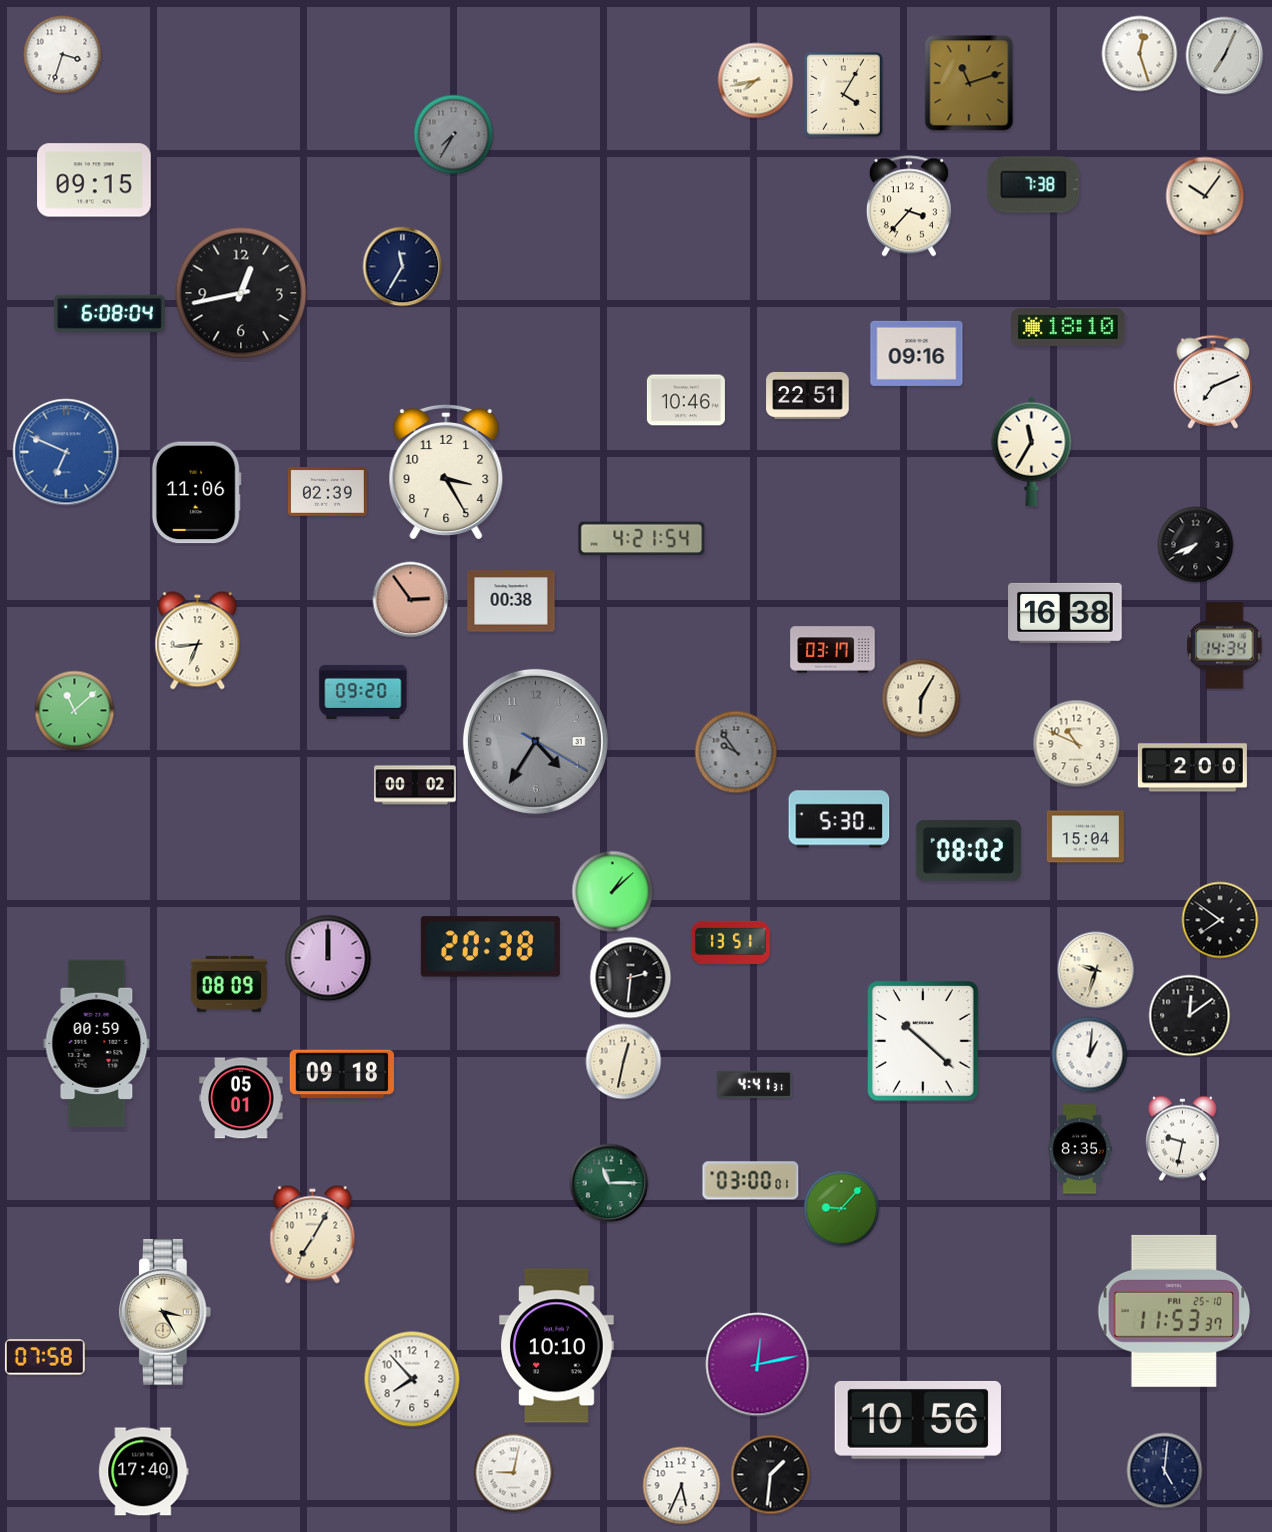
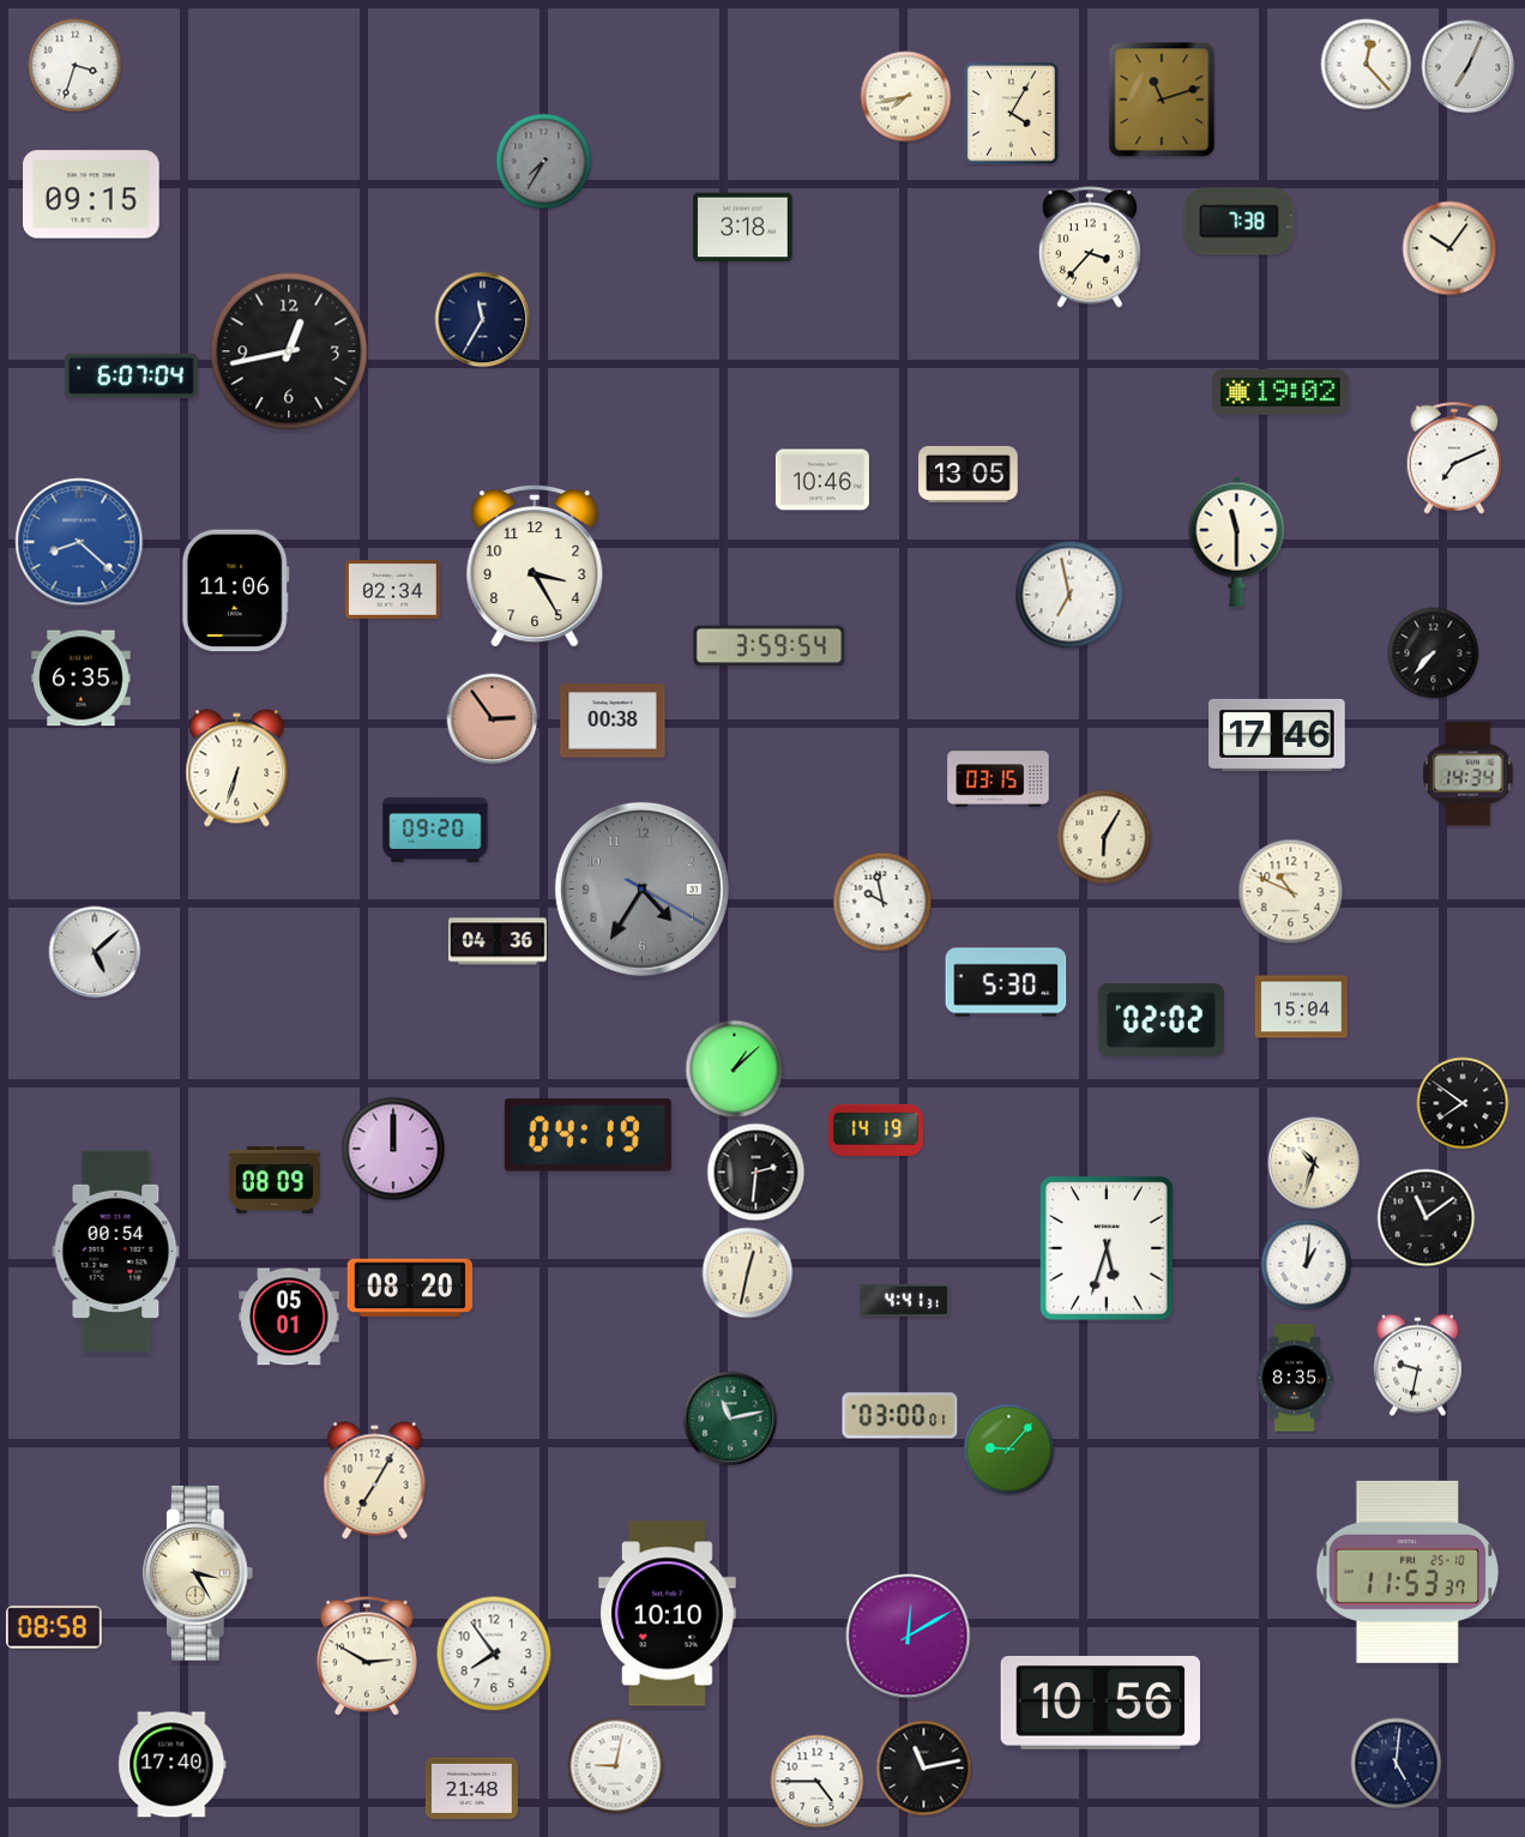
clock at (1140, 54): 12:27 -> 12:23
clock at (94, 180) position: (94, 180) -> (91, 194)
clock at (743, 228): none -> 3:18
clock at (1205, 196) position: (1205, 196) -> (1449, 248)
clock at (109, 313): 6:08 -> 6:07
clock at (1068, 327): 18:10 -> 19:02
clock at (917, 353): 09:16 -> none
clock at (808, 395): 22:51 -> 13:05
clock at (1032, 451): 11:35 -> 11:30
clock at (66, 452): 6:49 -> 8:22
clock at (327, 492): 02:39 -> 02:34
clock at (1069, 595): none -> 6:58
clock at (642, 539): 4:21 -> 3:59
clock at (1196, 545): 7:41 -> 7:37
clock at (82, 679): none -> 6:35
clock at (1065, 613): 16:38 -> 17:46
clock at (198, 641): 6:44 -> 6:33
clock at (833, 650): 03:17 -> 03:15
clock at (75, 711): 11:08 -> none
clock at (736, 752): 9:54 -> 9:58
clock at (736, 752) dial: grey -> white
clock at (1192, 768): 2:00 -> none
clock at (415, 785): 00:02 -> 04:36
clock at (95, 952): none -> 5:08
clock at (1085, 837) position: (1085, 837) -> (1301, 1007)
clock at (968, 850): 08:02 -> 02:02
clock at (730, 942): 13:51 -> 14:19
clock at (490, 947): 20:38 -> 04:19
clock at (1096, 970): 9:33 -> 10:33
clock at (1190, 1016): 12:09 -> 11:09
clock at (923, 1041): 10:22 -> 5:33
clock at (97, 1043): 00:59 -> 00:54
clock at (341, 1073): 09:18 -> 08:20
clock at (609, 1183): 11:15 -> 11:13
clock at (45, 1357): 07:58 -> 08:58
clock at (758, 1365): 12:13 -> 12:10
clock at (412, 1379): 7:53 -> 7:54
clock at (368, 1656): none -> 2:50
clock at (771, 1475): 1:31 -> 11:13
clock at (682, 1486): 5:34 -> 4:45
clock at (471, 1788): none -> 21:48
